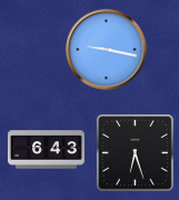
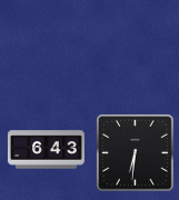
clock at (107, 50): 9:17 -> none
clock at (135, 152): 6:27 -> 6:31
